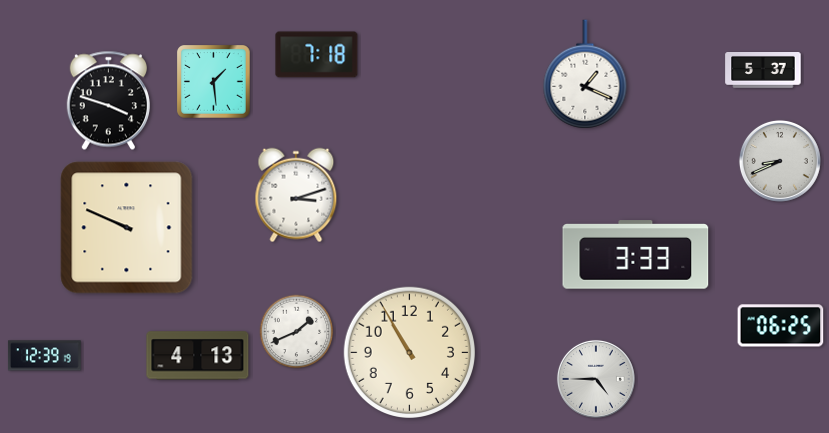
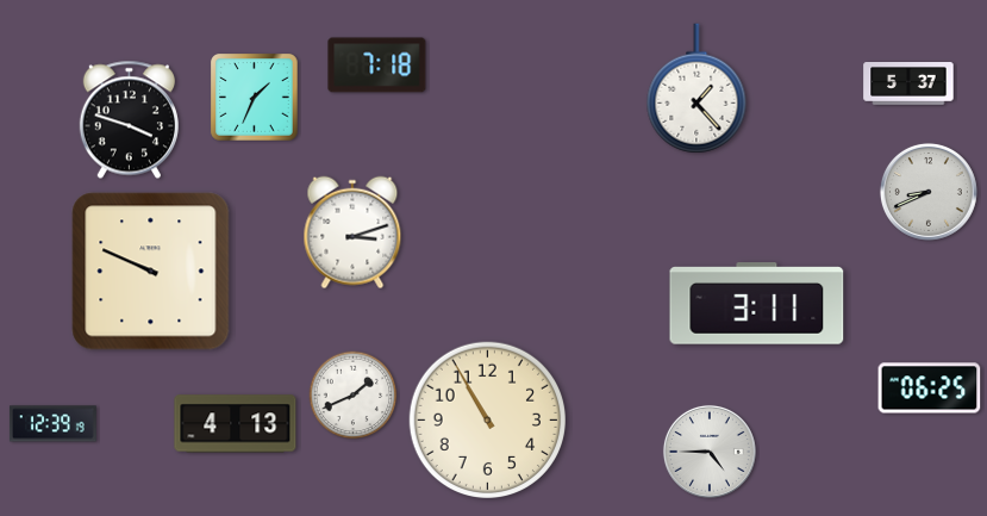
clock at (585, 74): 1:19 -> 1:23
clock at (214, 82): 1:29 -> 1:34
clock at (636, 255): 3:33 -> 3:11
